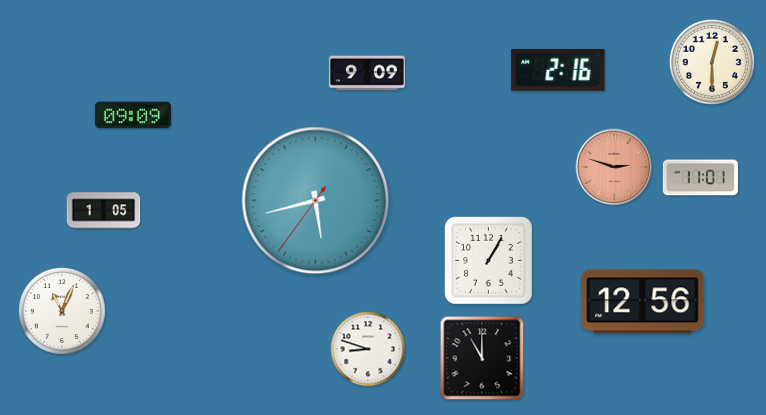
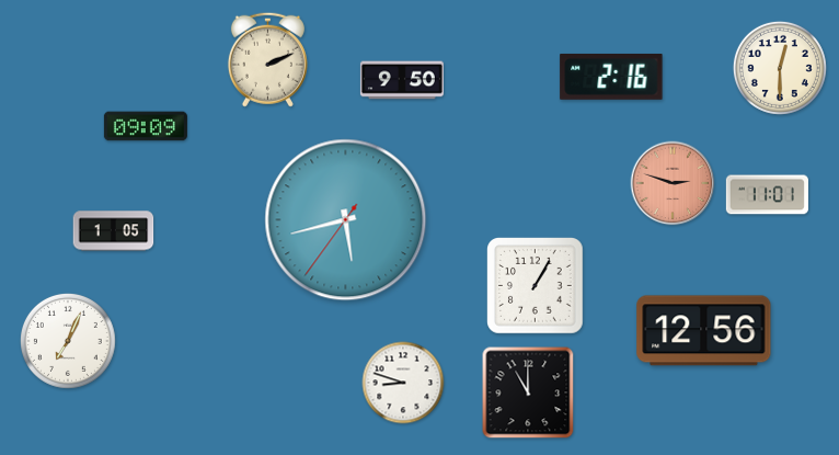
clock at (267, 59): none -> 2:11
clock at (367, 73): 9:09 -> 9:50
clock at (62, 311): 11:04 -> 7:04
